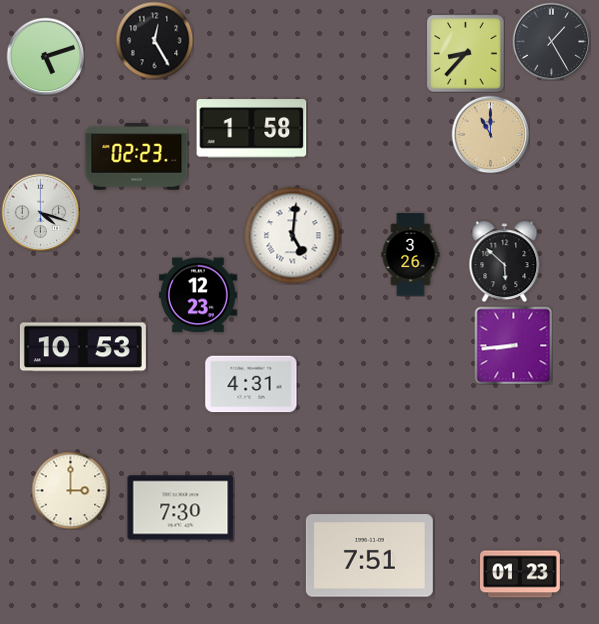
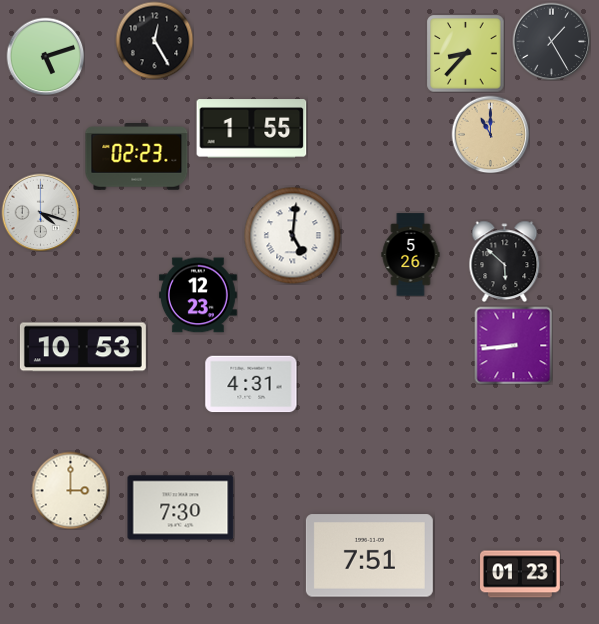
clock at (252, 129): 1:58 -> 1:55
clock at (411, 255): 3:26 -> 5:26
